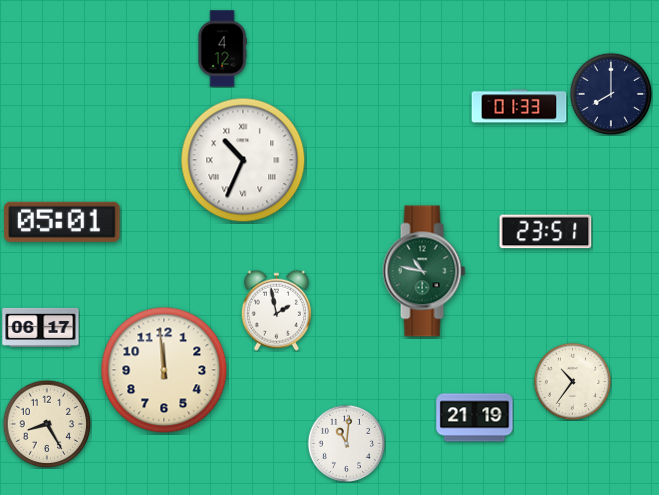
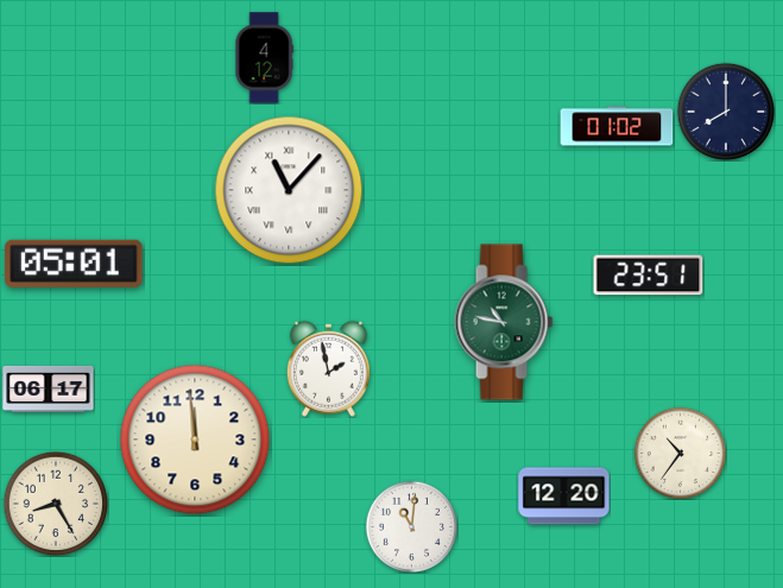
clock at (519, 106): 01:33 -> 01:02
clock at (243, 160): 10:34 -> 11:07
clock at (475, 418): 21:19 -> 12:20
